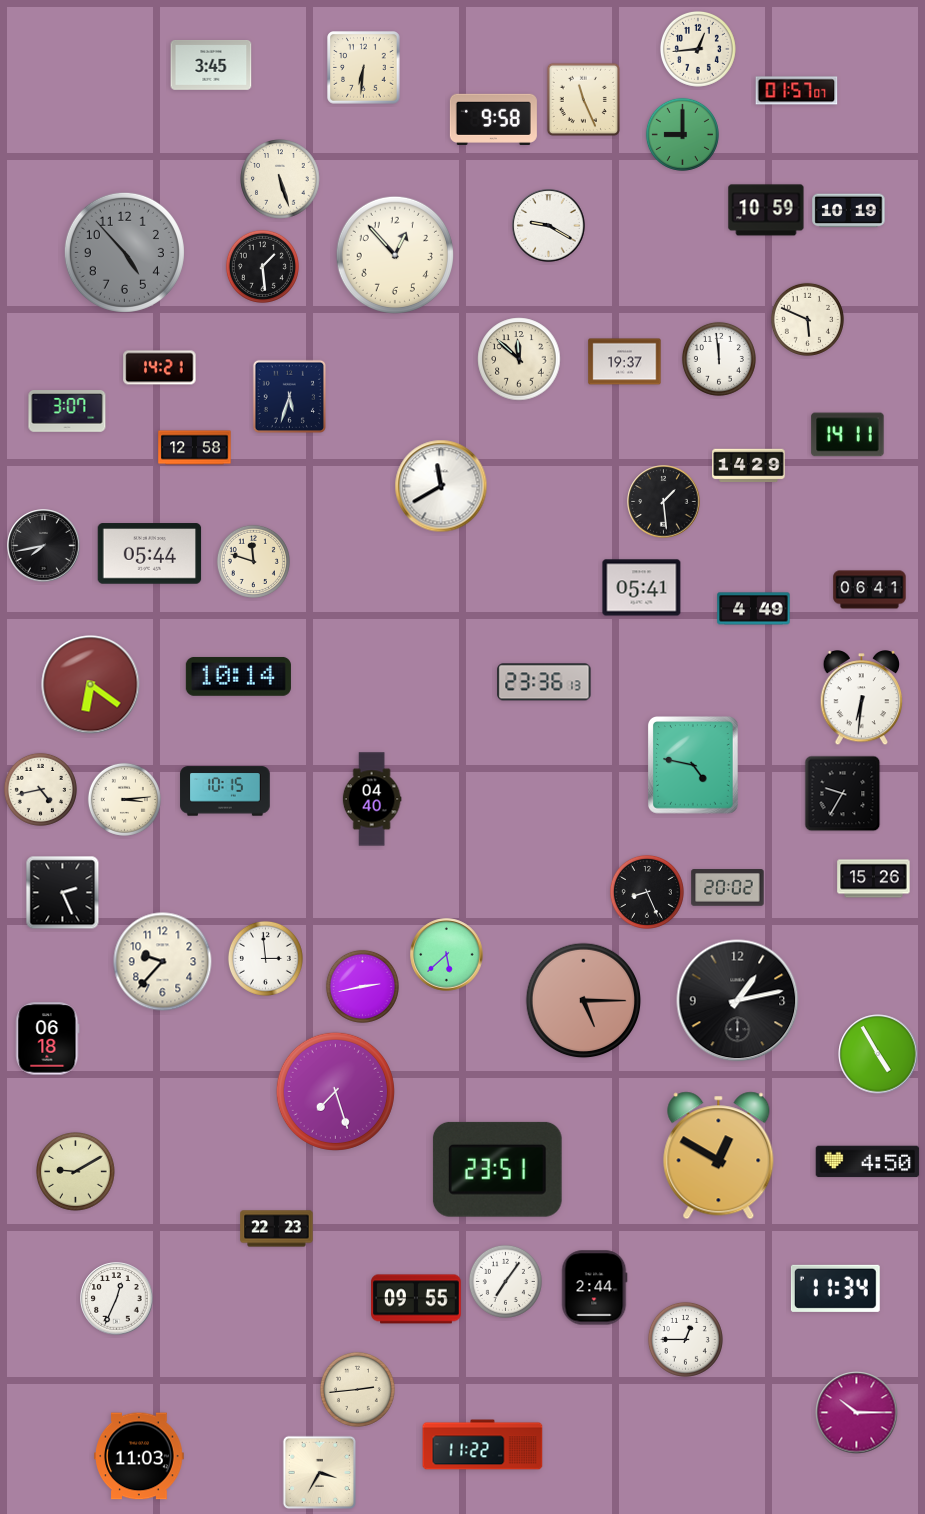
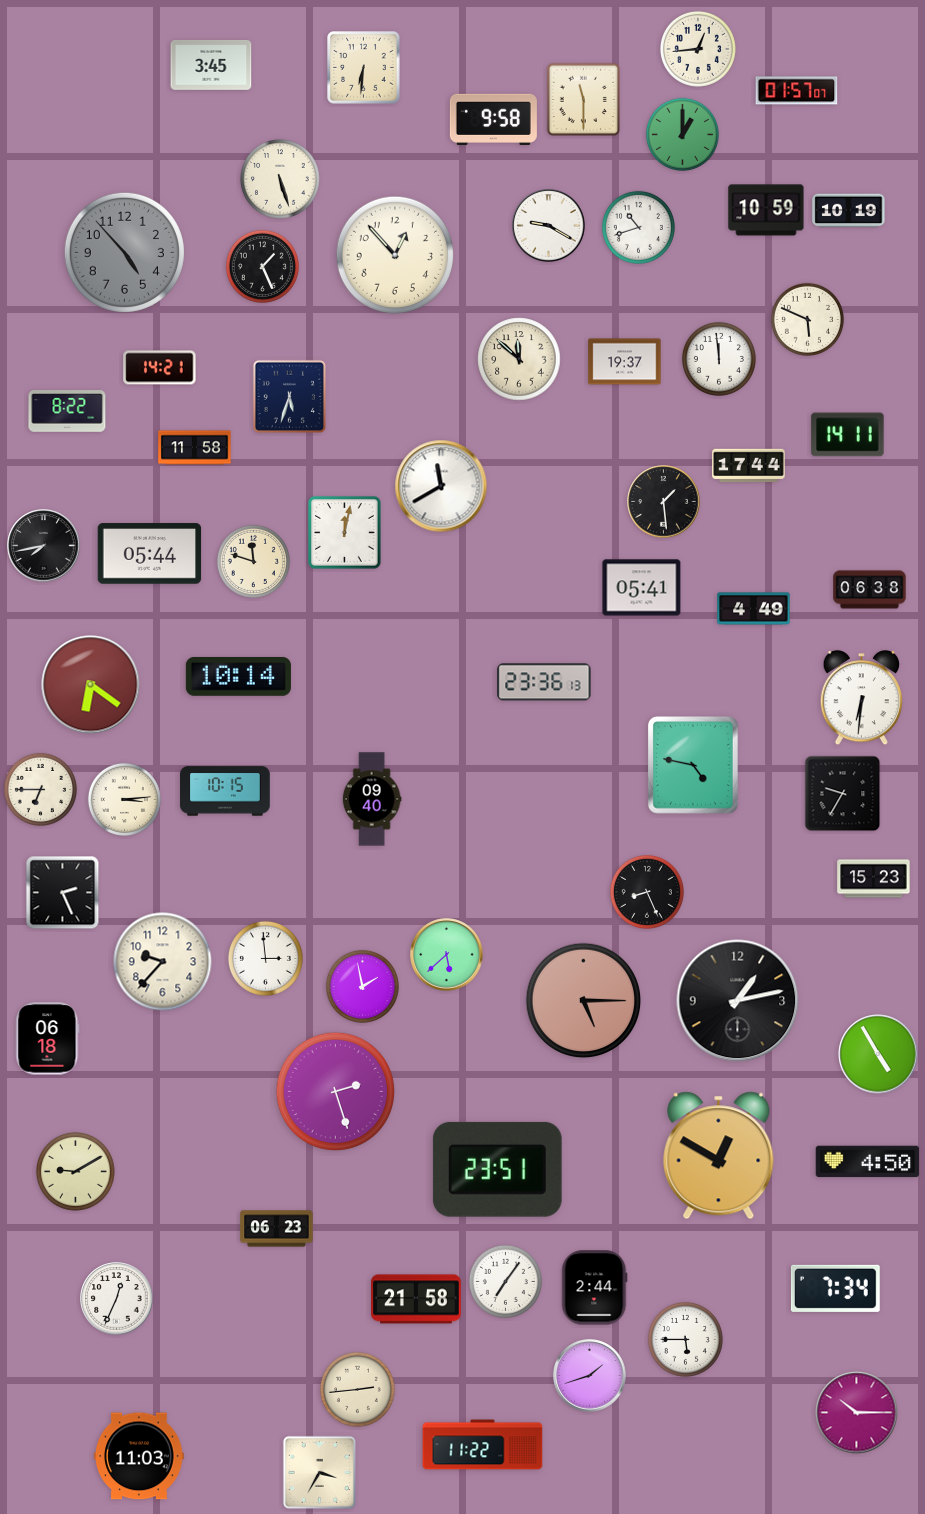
clock at (583, 99): 11:26 -> 11:30
clock at (682, 134): 9:00 -> 1:00
clock at (638, 227): none -> 10:42
clock at (262, 266): 1:29 -> 1:26
clock at (67, 411): 3:07 -> 8:22
clock at (195, 448): 12:58 -> 11:58
clock at (749, 466): 14:29 -> 17:44
clock at (345, 533): none -> 12:02
clock at (870, 590): 06:41 -> 06:38
clock at (40, 789): 4:43 -> 6:45
clock at (372, 799): 04:40 -> 09:40
clock at (874, 879): 15:26 -> 15:23
clock at (728, 888): 20:02 -> none
clock at (362, 986): 2:43 -> 1:58
clock at (335, 1091): 7:27 -> 2:27
clock at (277, 1229): 22:23 -> 06:23
clock at (835, 1288): 11:34 -> 7:34
clock at (416, 1299): 09:55 -> 21:58
clock at (685, 1339): 12:45 -> 5:45
clock at (590, 1376): none -> 1:42
